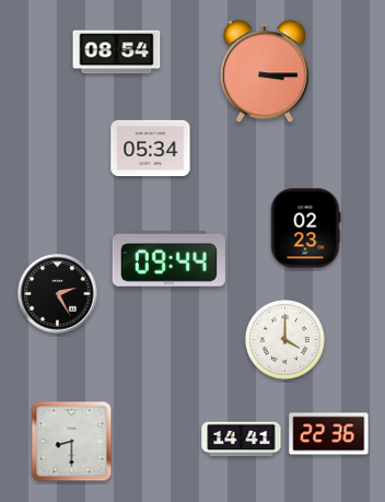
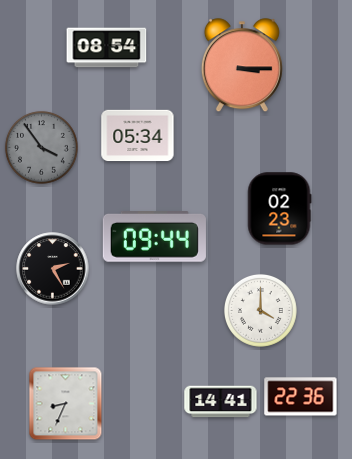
clock at (41, 147): none -> 3:54
clock at (72, 442): 8:30 -> 8:34
